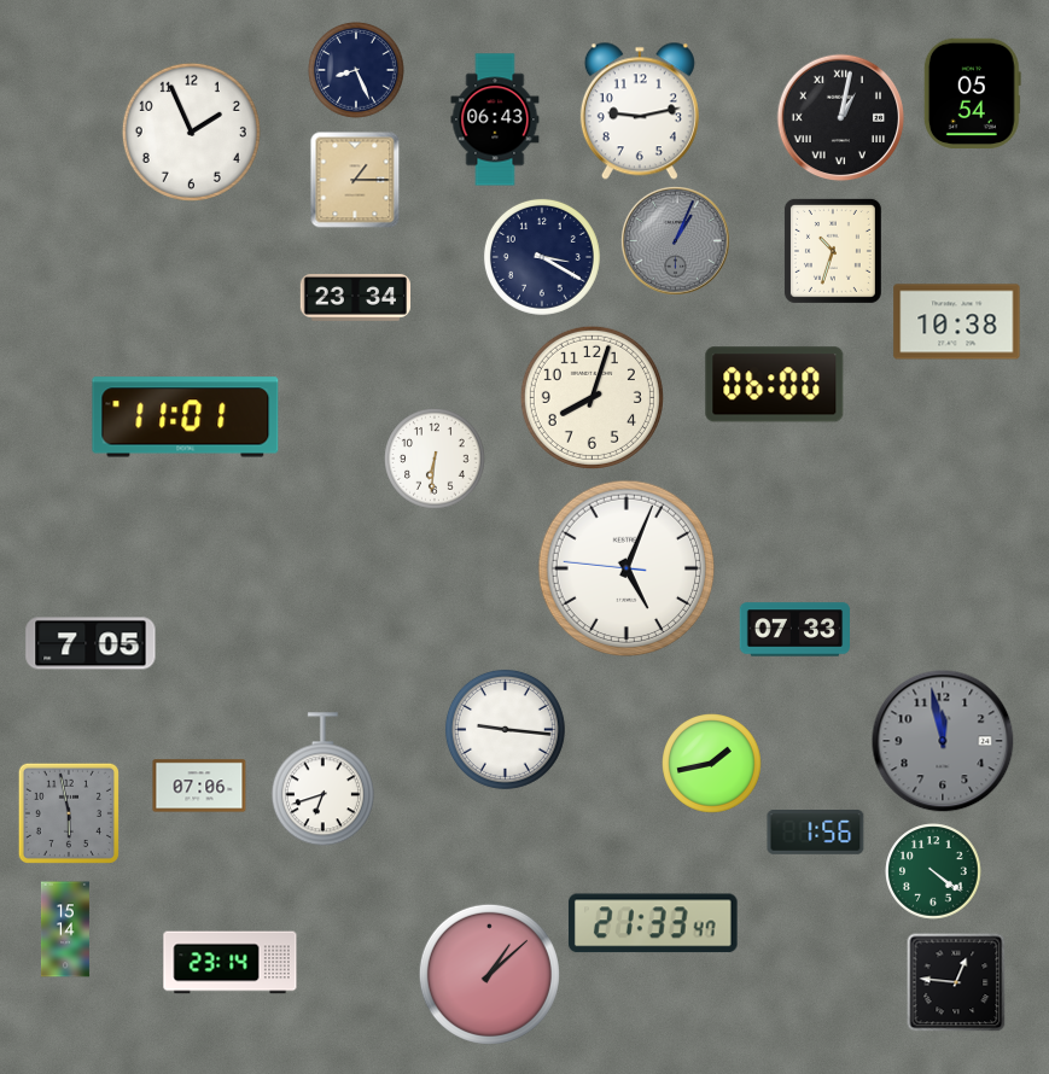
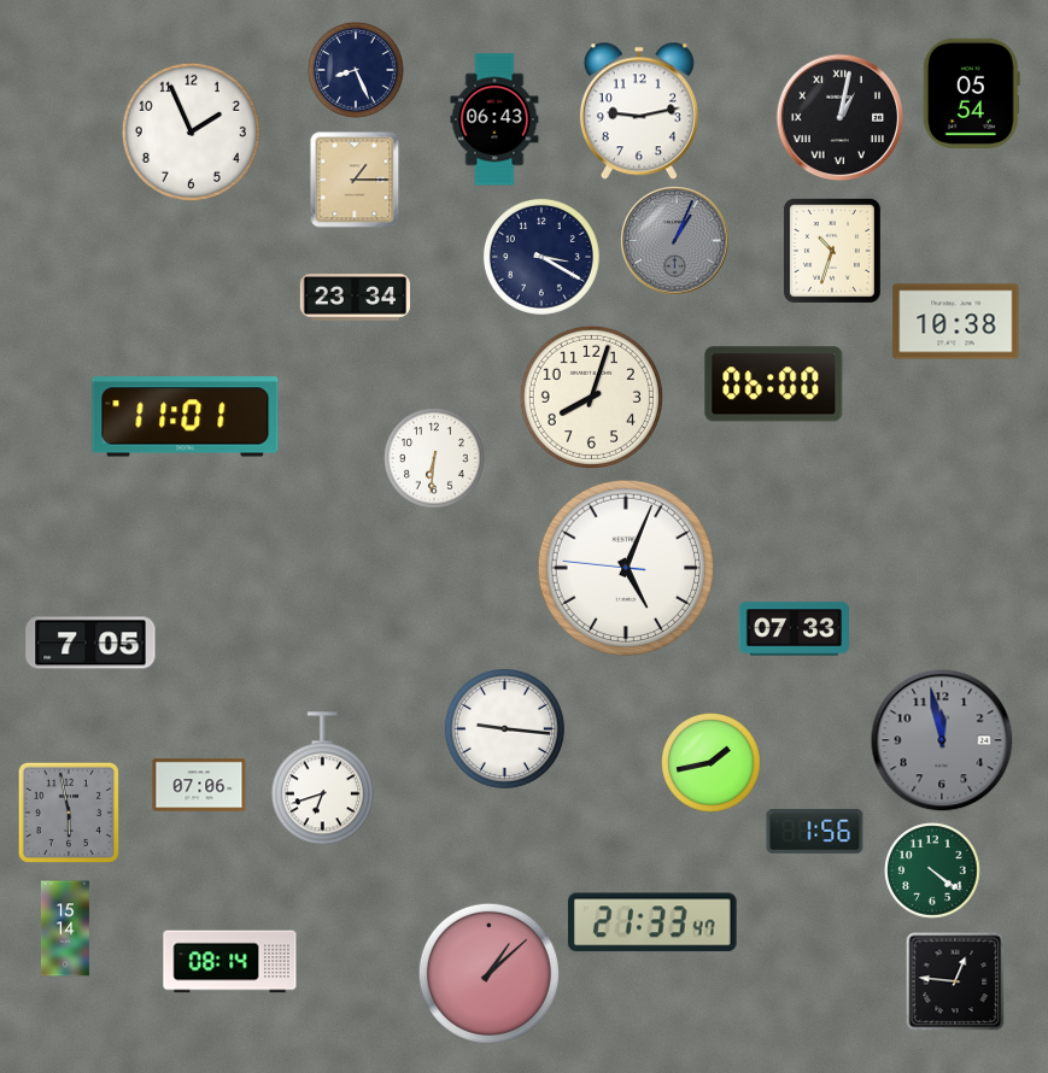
clock at (231, 963): 23:14 -> 08:14
